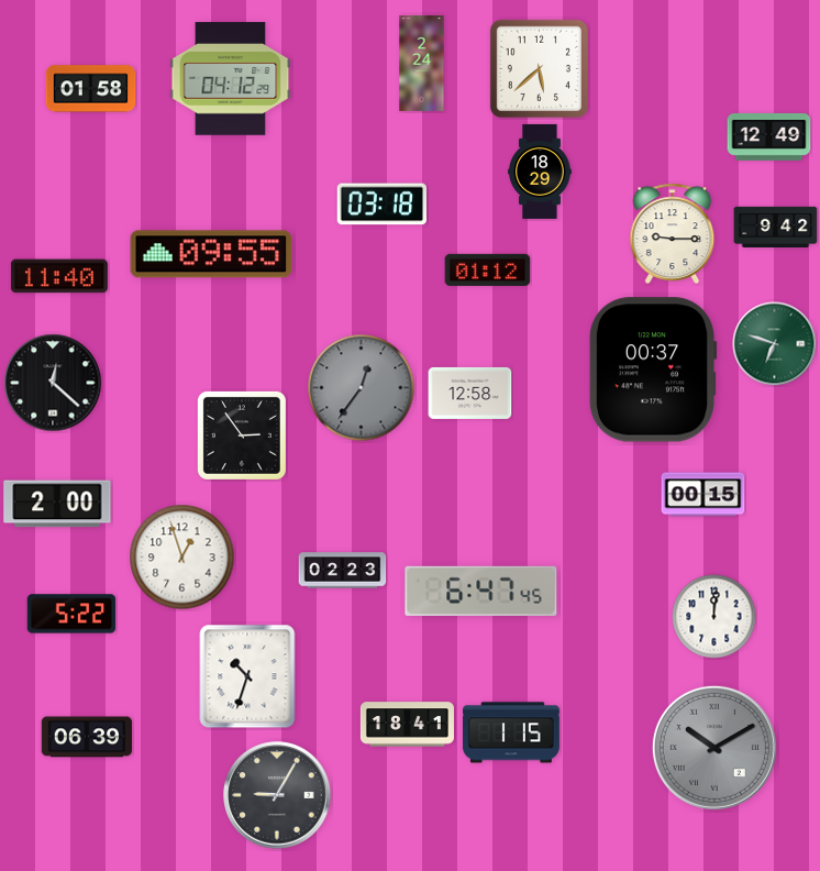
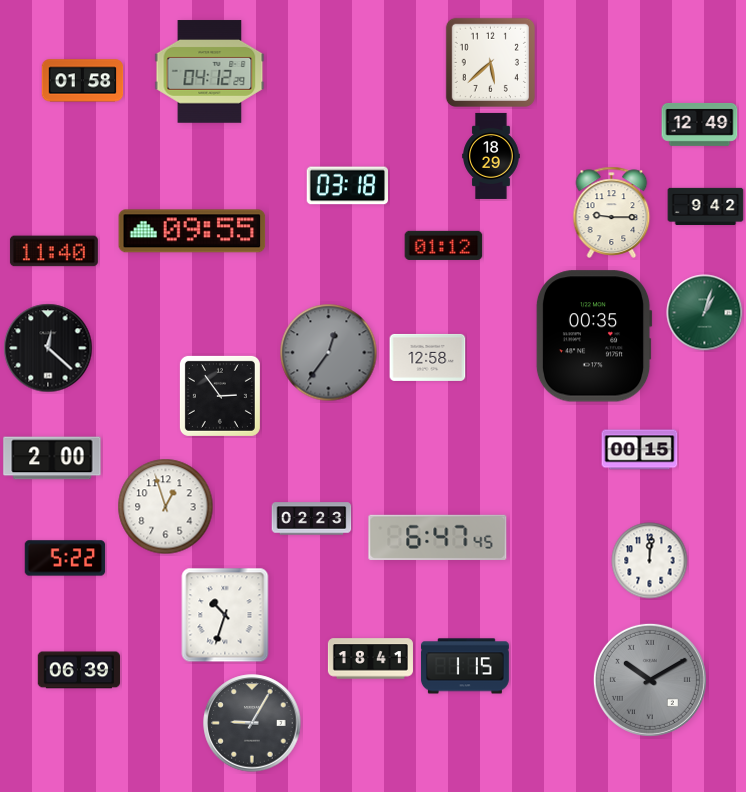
clock at (422, 63): 2:24 -> none
clock at (775, 344): 6:48 -> 1:03
clock at (653, 370): 00:37 -> 00:35
